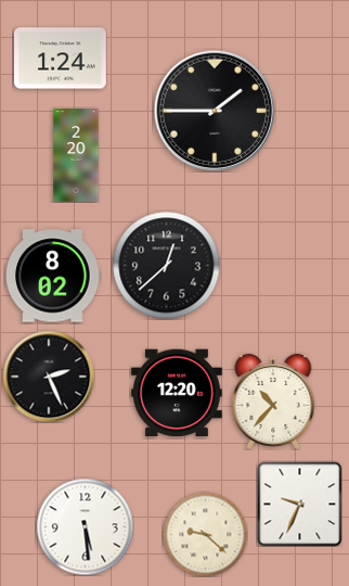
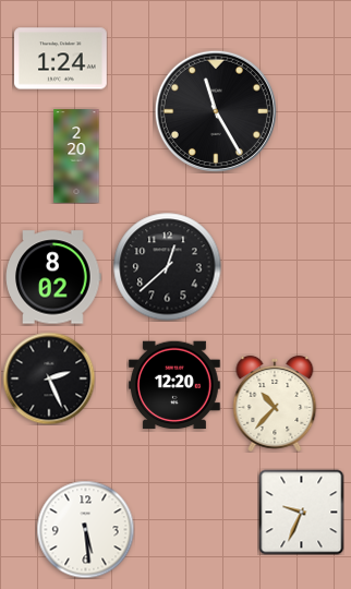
clock at (215, 111): 1:45 -> 11:25
clock at (177, 393) position: (177, 393) -> (174, 385)
clock at (299, 504) position: (299, 504) -> (301, 512)
clock at (205, 534): 9:22 -> none
